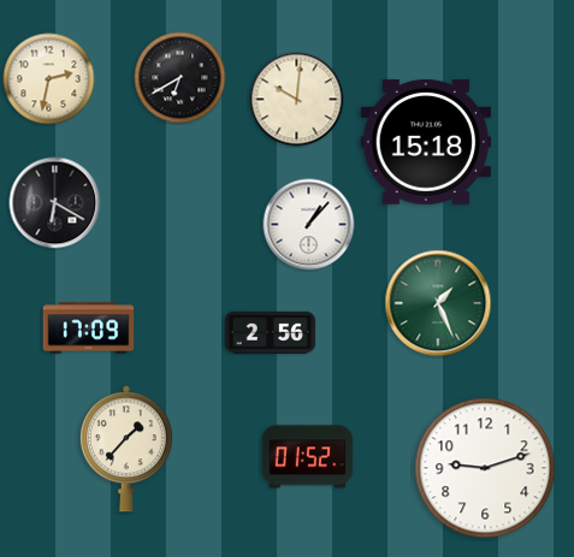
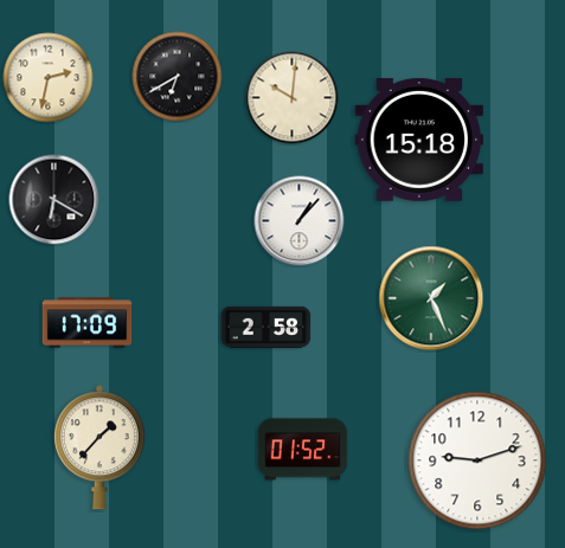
clock at (309, 225) position: (309, 225) -> (300, 221)
clock at (271, 332): 2:56 -> 2:58
clock at (126, 449) position: (126, 449) -> (99, 447)
